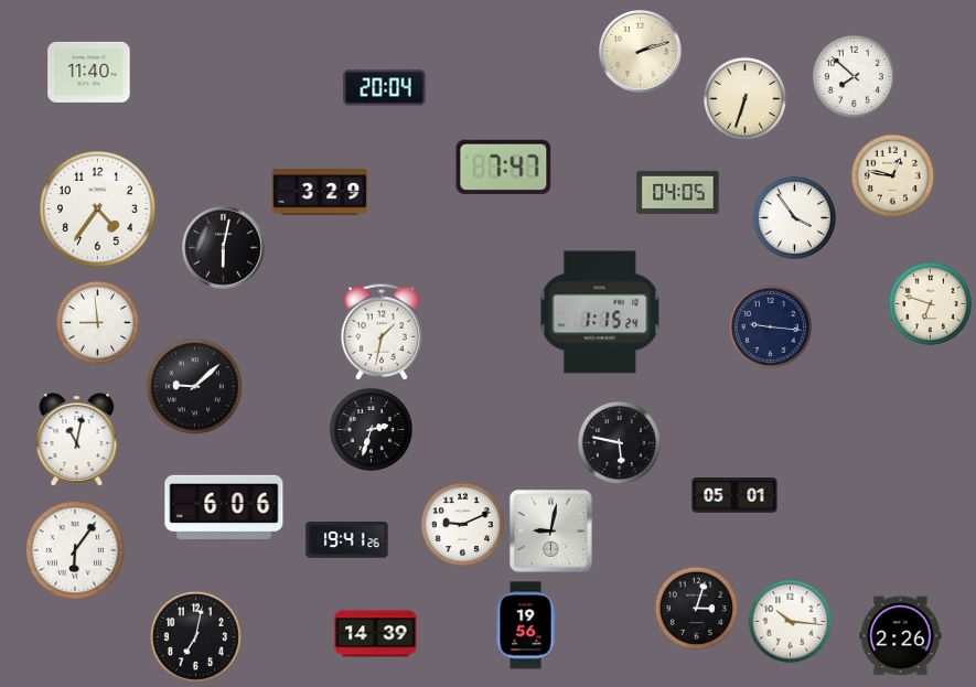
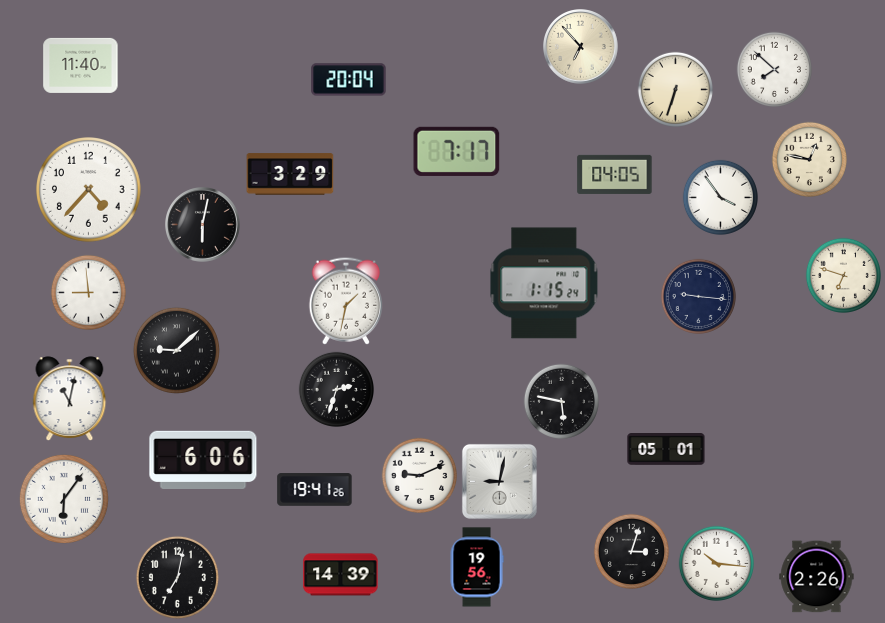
clock at (641, 52): 2:12 -> 6:53
clock at (504, 167): 7:47 -> 7:17
clock at (98, 210): 4:36 -> 4:37
clock at (75, 550) position: (75, 550) -> (64, 499)
